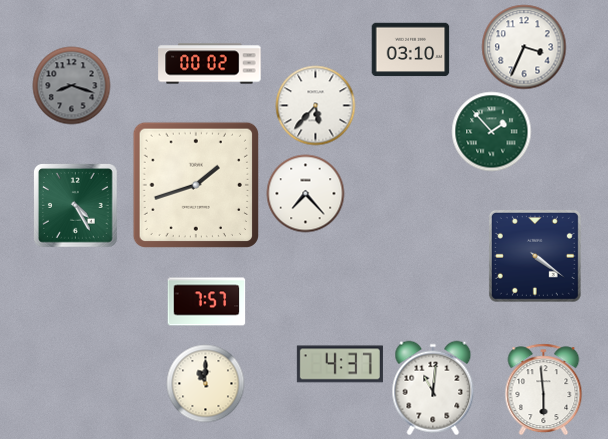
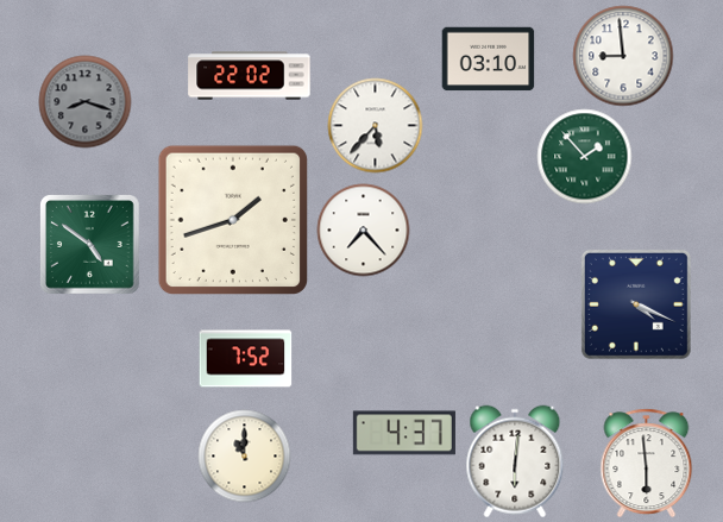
clock at (524, 47): 3:34 -> 8:59
clock at (210, 64): 00:02 -> 22:02
clock at (76, 206): 4:25 -> 4:51
clock at (535, 256): 4:21 -> 4:19
clock at (206, 302): 7:57 -> 7:52
clock at (433, 388): 11:01 -> 6:01
